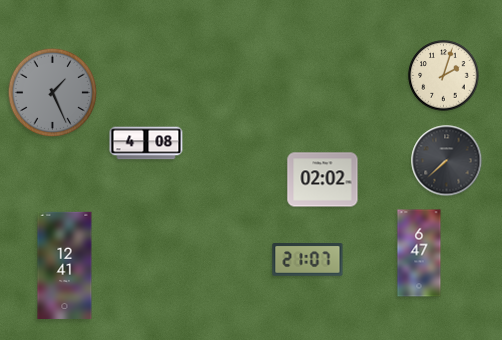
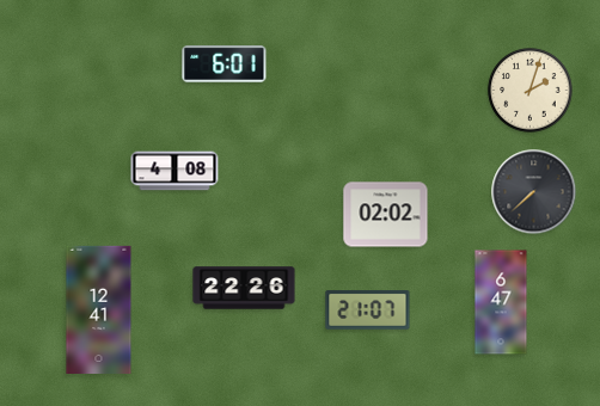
clock at (225, 64): none -> 6:01
clock at (53, 93): 1:26 -> none
clock at (244, 288): none -> 22:26
clock at (65, 265) position: (65, 265) -> (99, 309)
